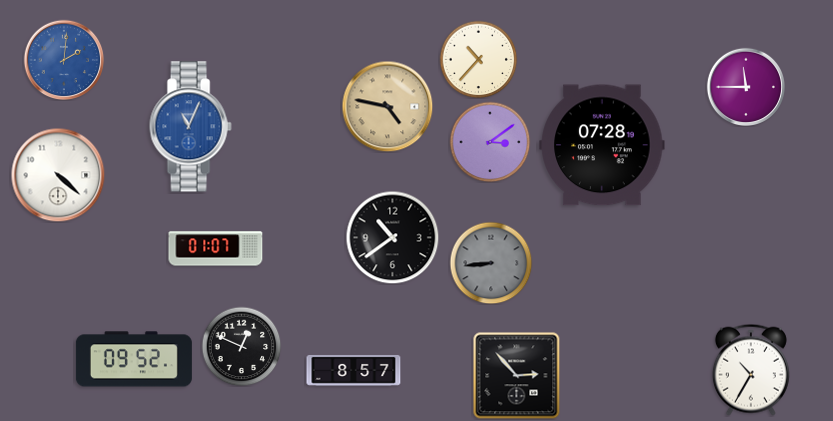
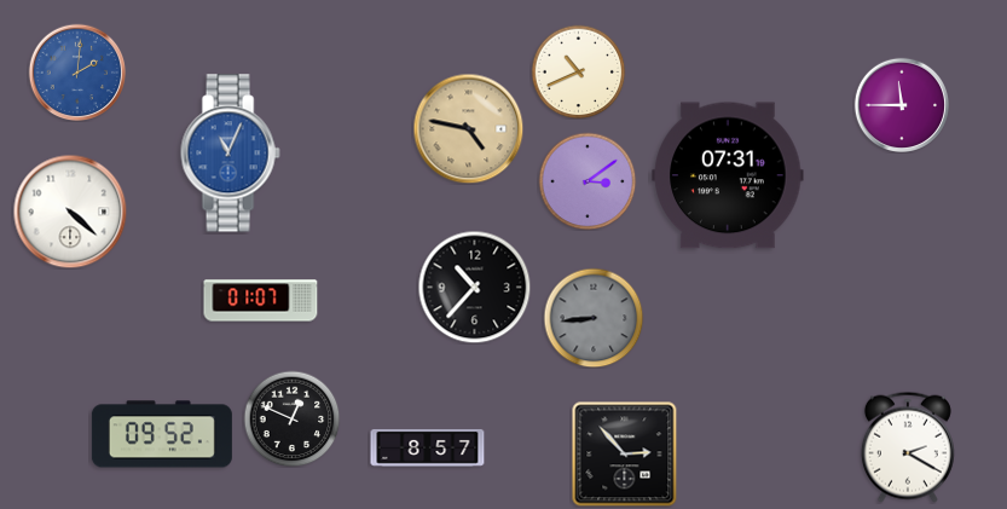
clock at (478, 59): 10:37 -> 10:41
clock at (490, 142) position: (490, 142) -> (588, 181)
clock at (602, 145): 07:28 -> 07:31
clock at (392, 237): 10:39 -> 10:37
clock at (751, 370): 10:35 -> 2:20
